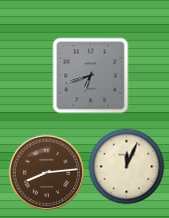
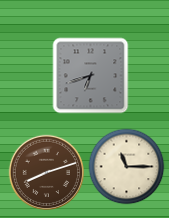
clock at (127, 167): 12:04 -> 11:15
clock at (47, 173): 8:14 -> 8:12
